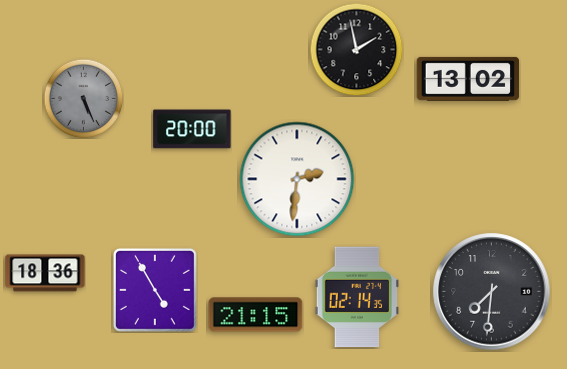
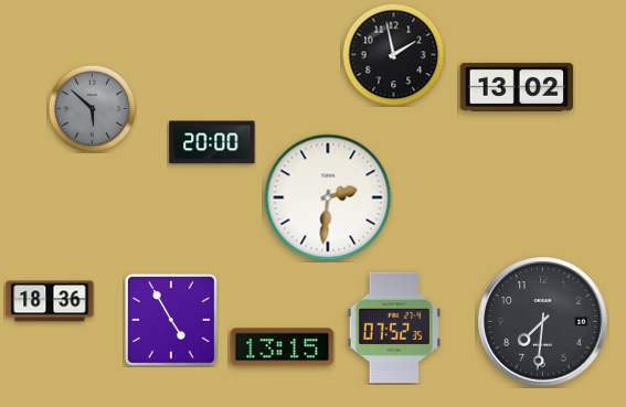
clock at (83, 98): 5:26 -> 5:52
clock at (357, 297): 02:14 -> 07:52
clock at (256, 315): 21:15 -> 13:15
